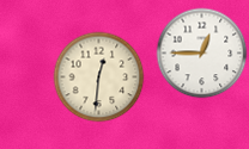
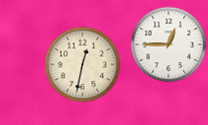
clock at (99, 77): 12:31 -> 12:32
